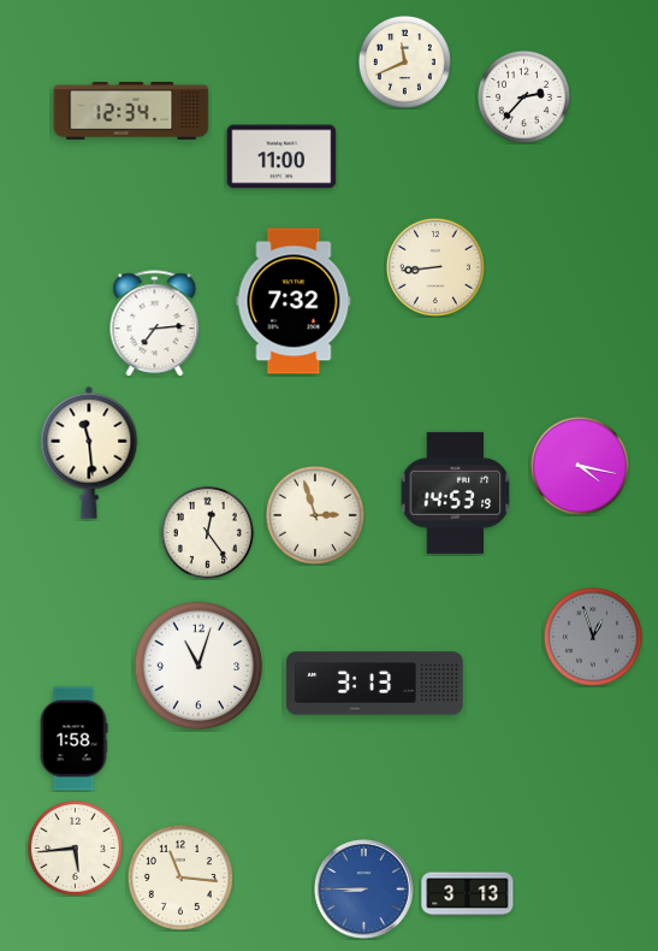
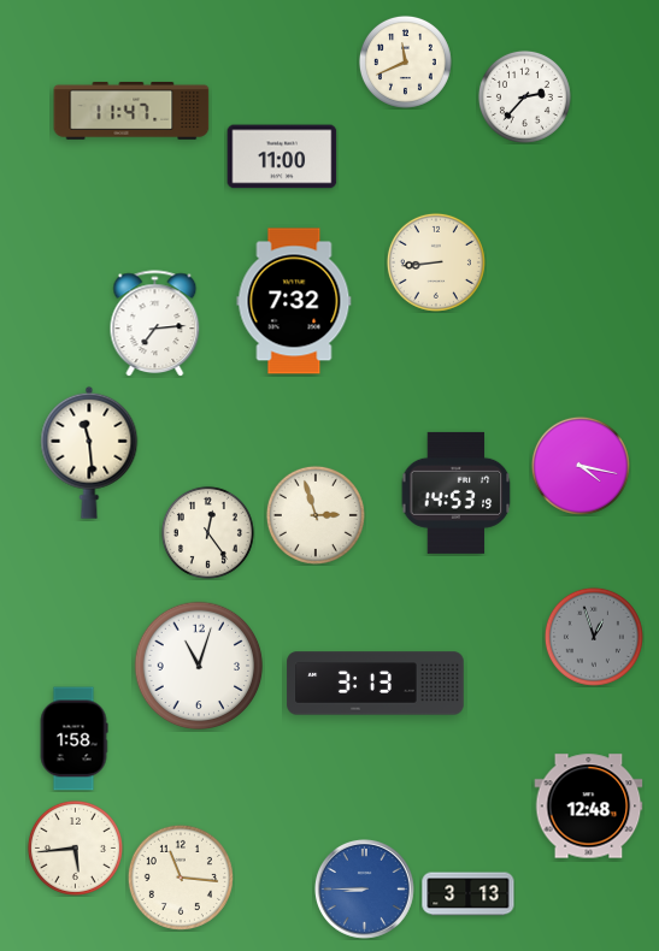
clock at (131, 111): 12:34 -> 11:47
clock at (435, 267) position: (435, 267) -> (436, 262)
clock at (589, 807): none -> 12:48
